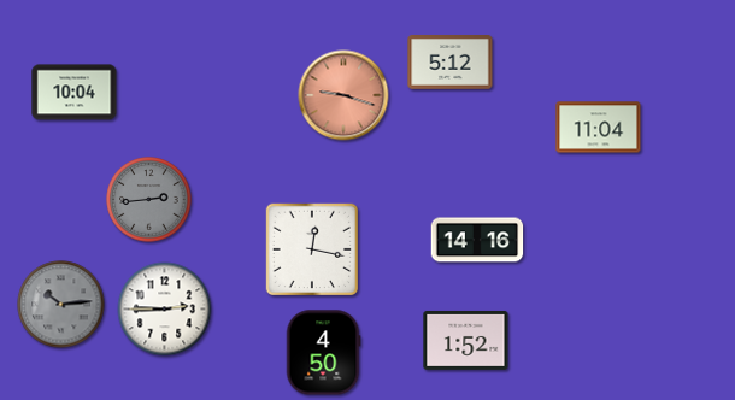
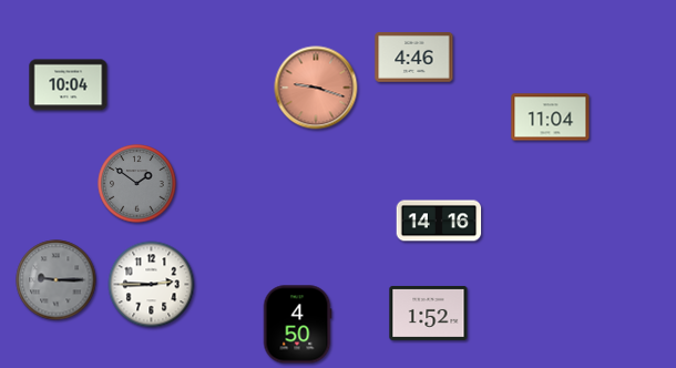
clock at (451, 63): 5:12 -> 4:46
clock at (149, 200): 2:44 -> 1:51
clock at (312, 249): 12:17 -> none
clock at (61, 305): 10:14 -> 9:15
